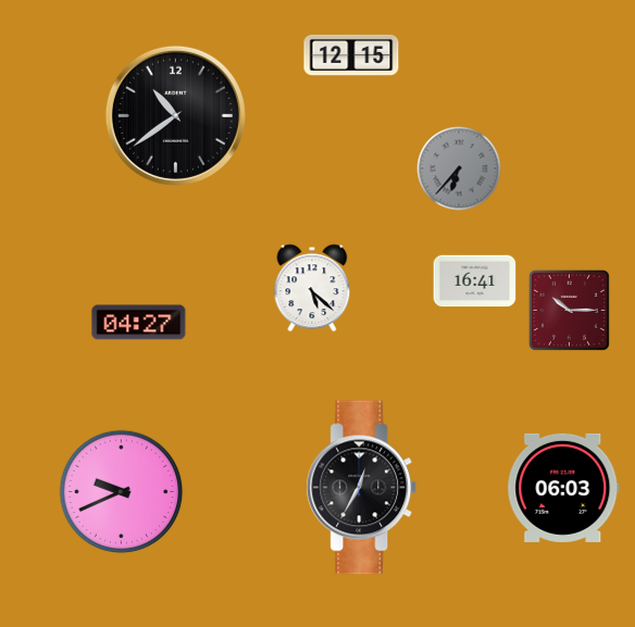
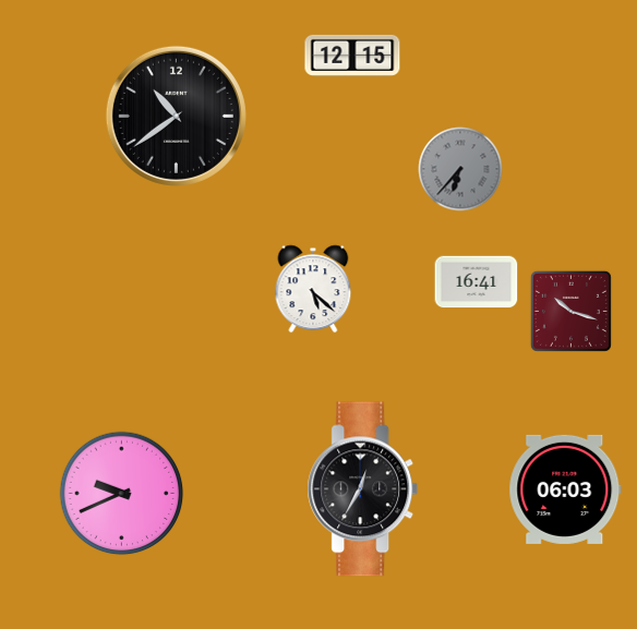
clock at (569, 310): 10:15 -> 10:18
clock at (139, 323): 04:27 -> none
